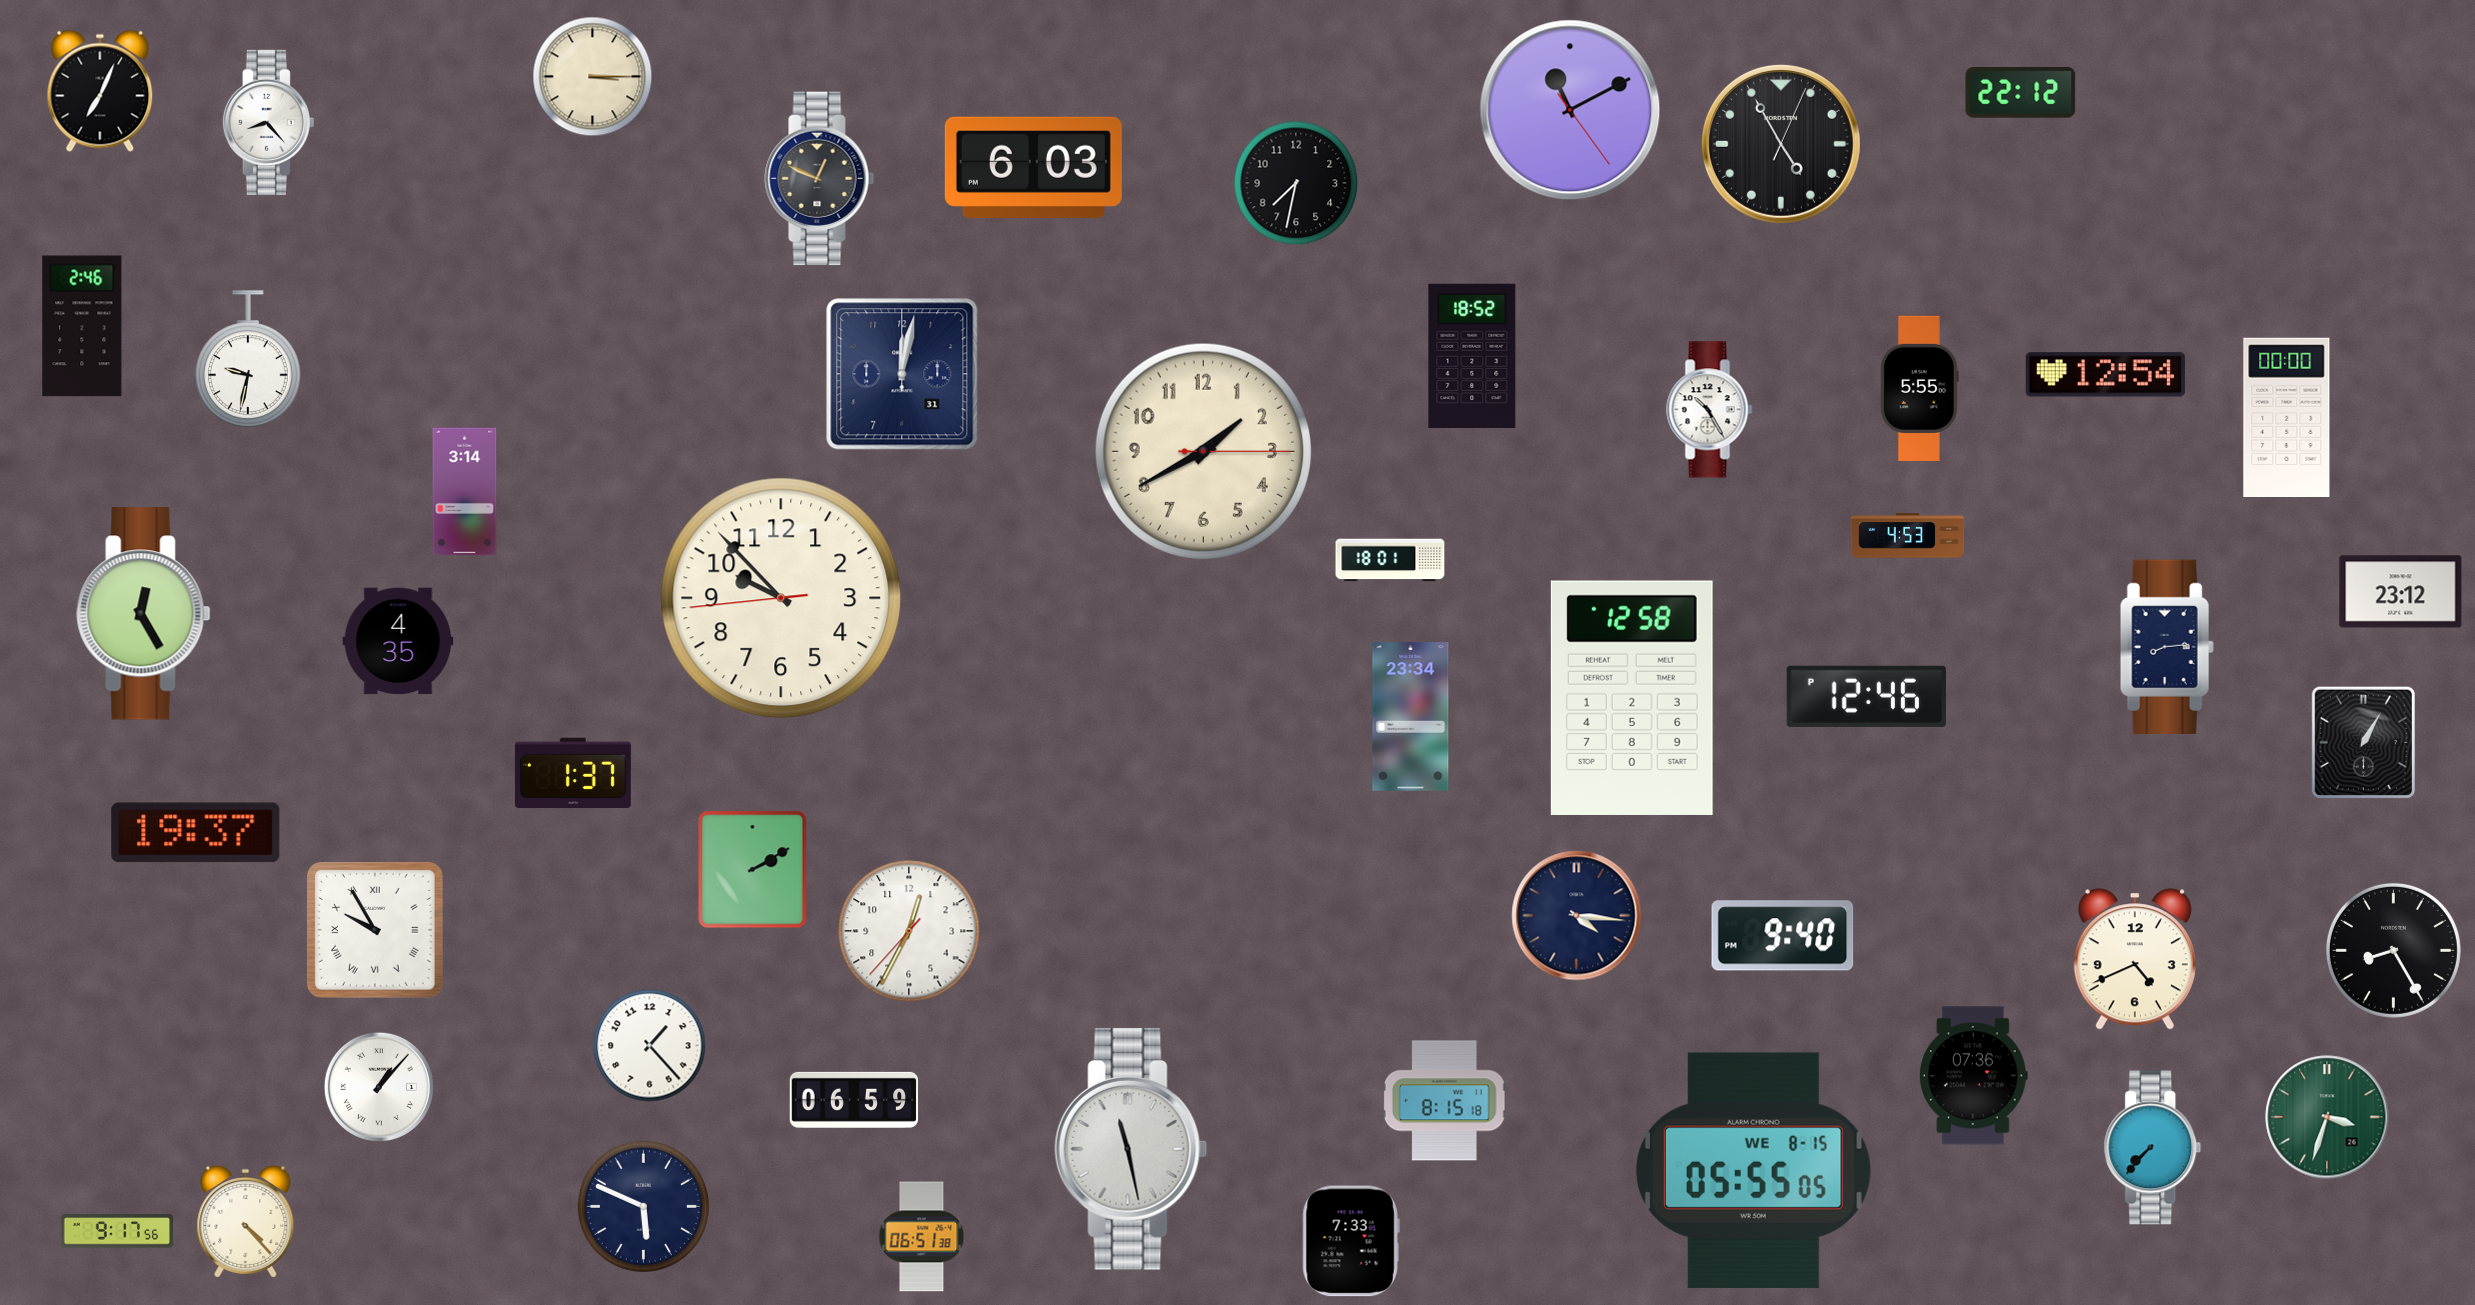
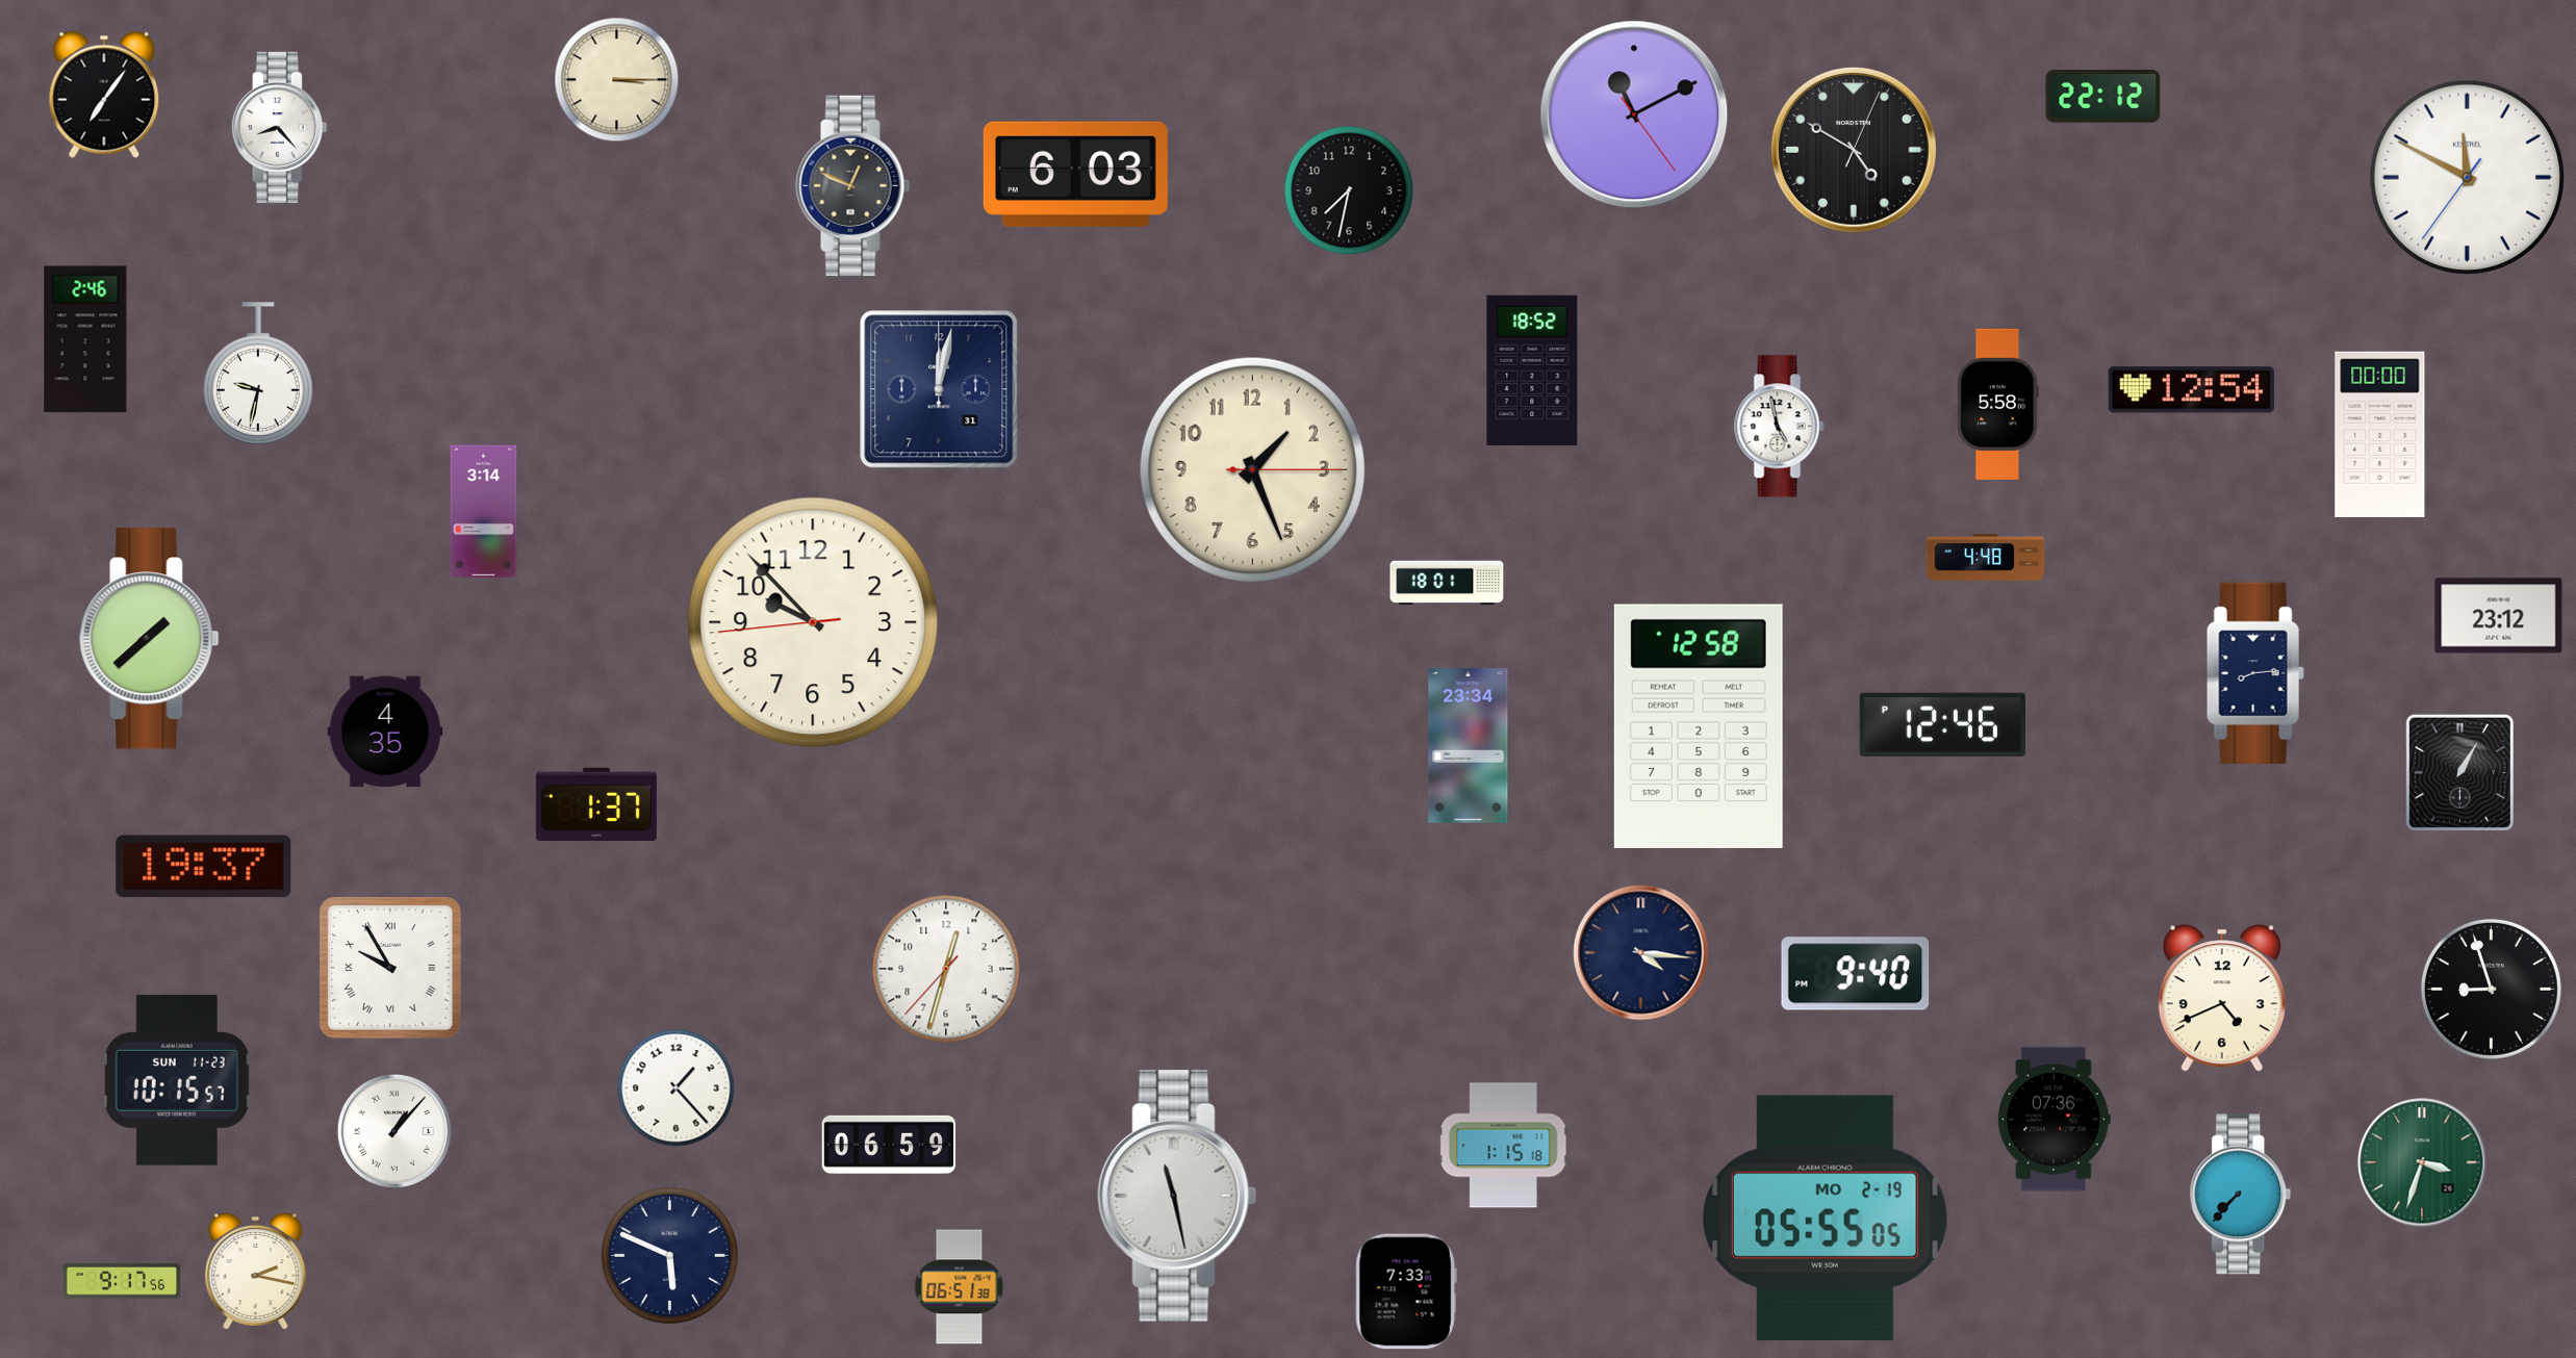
clock at (100, 91): 7:04 -> 7:06
clock at (1781, 144): 4:55 -> 4:50
clock at (2467, 177): none -> 11:49
clock at (1920, 388): 5:55 -> 5:58
clock at (1710, 410): 10:25 -> 4:58
clock at (1203, 451): 1:40 -> 1:26
clock at (1908, 536): 4:53 -> 4:48
clock at (144, 614): 12:25 -> 1:38
clock at (398, 641) position: (398, 641) -> (385, 732)
clock at (753, 870): 2:10 -> none
clock at (909, 931): 12:34 -> 12:32
clock at (2393, 950): 8:25 -> 8:57
clock at (177, 1080): none -> 10:15
clock at (1444, 1101): 8:15 -> 1:15
clock at (1753, 1170) date: WE 8-15 -> MO 2-19
clock at (246, 1221): 4:23 -> 2:17
